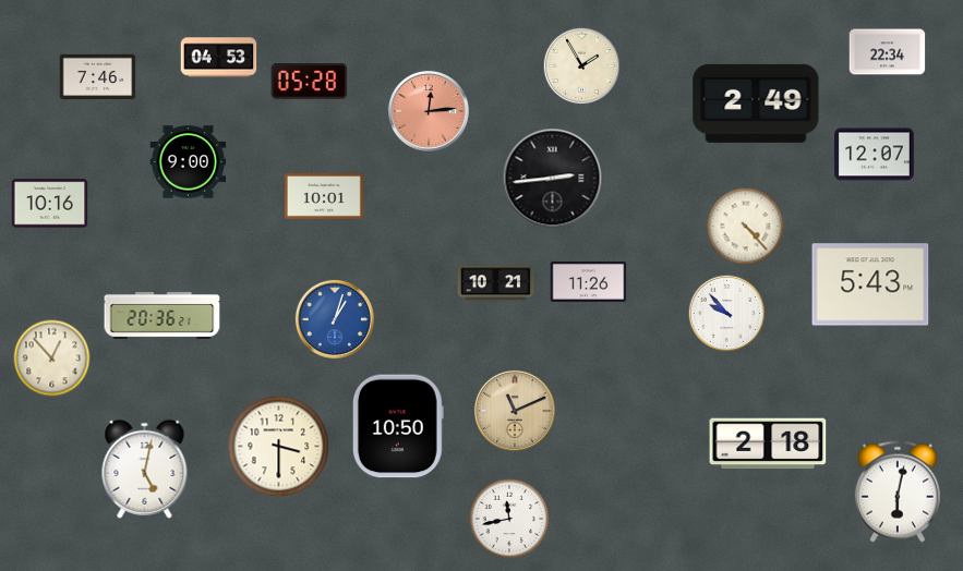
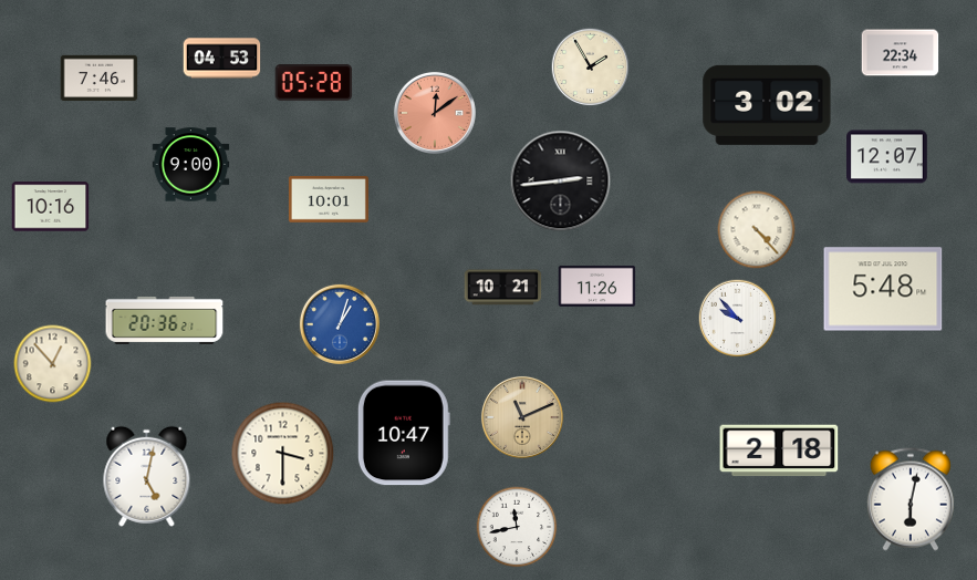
clock at (756, 104): 2:49 -> 3:02
clock at (429, 111): 12:14 -> 12:09
clock at (870, 284): 5:43 -> 5:48
clock at (398, 426): 10:50 -> 10:47
